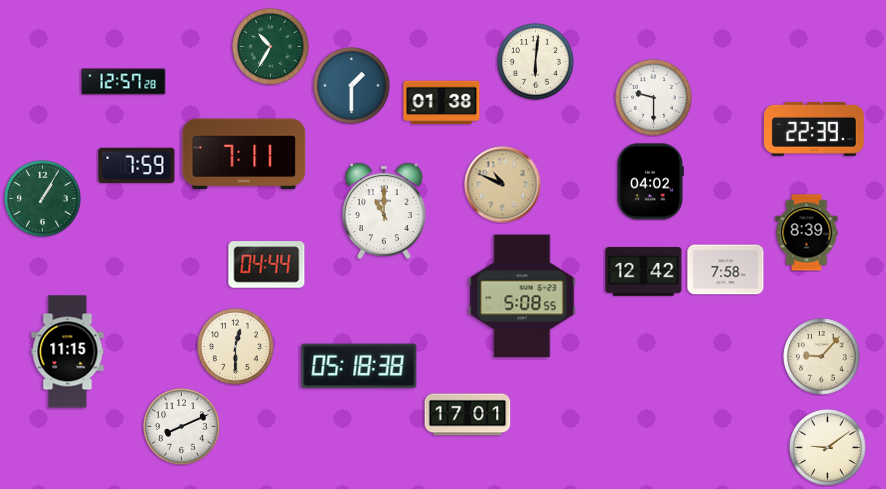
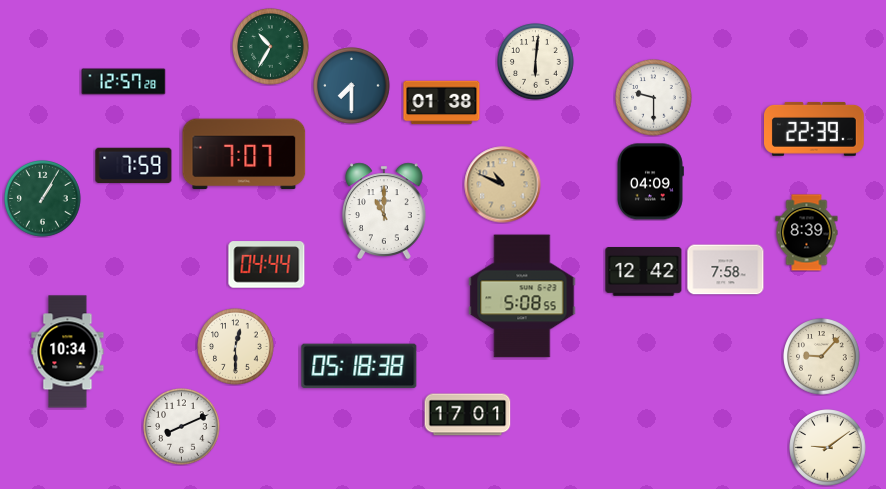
clock at (352, 86): 1:30 -> 7:30
clock at (244, 154): 7:11 -> 7:07
clock at (137, 166) position: (137, 166) -> (134, 166)
clock at (650, 182): 04:02 -> 04:09
clock at (68, 352): 11:15 -> 10:34
